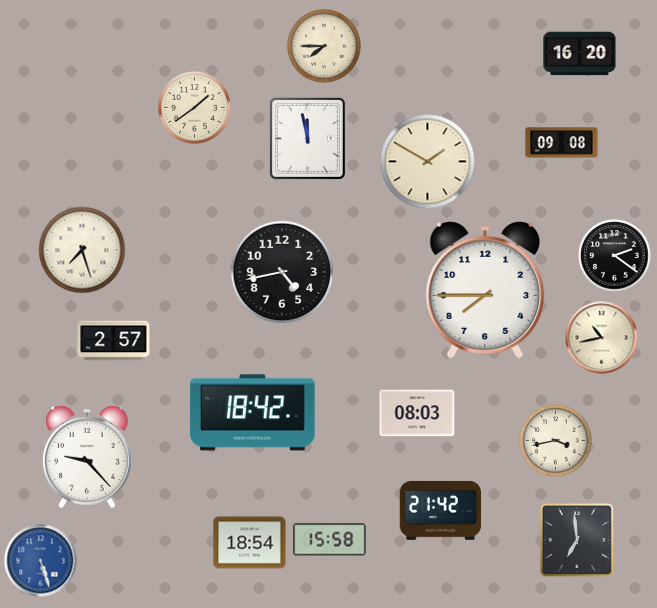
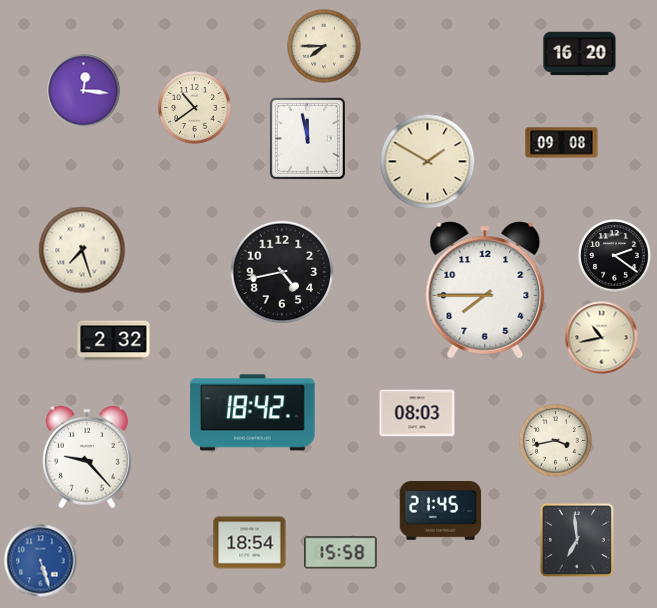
clock at (84, 91): none -> 12:16
clock at (195, 108): 1:39 -> 10:39
clock at (114, 341): 2:57 -> 2:32
clock at (441, 510): 21:42 -> 21:45
clock at (330, 540) position: (330, 540) -> (341, 553)
